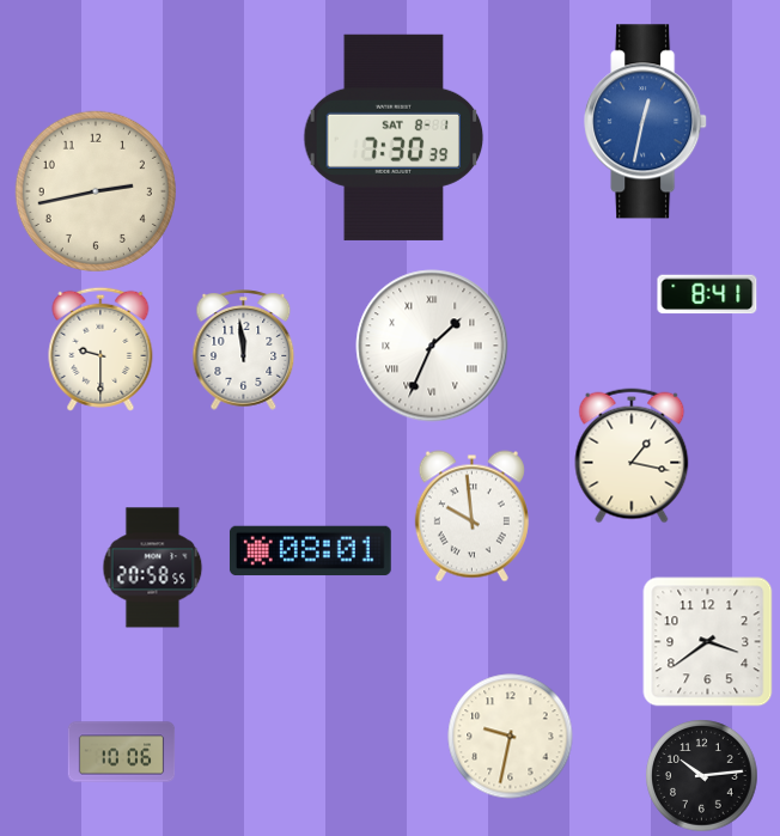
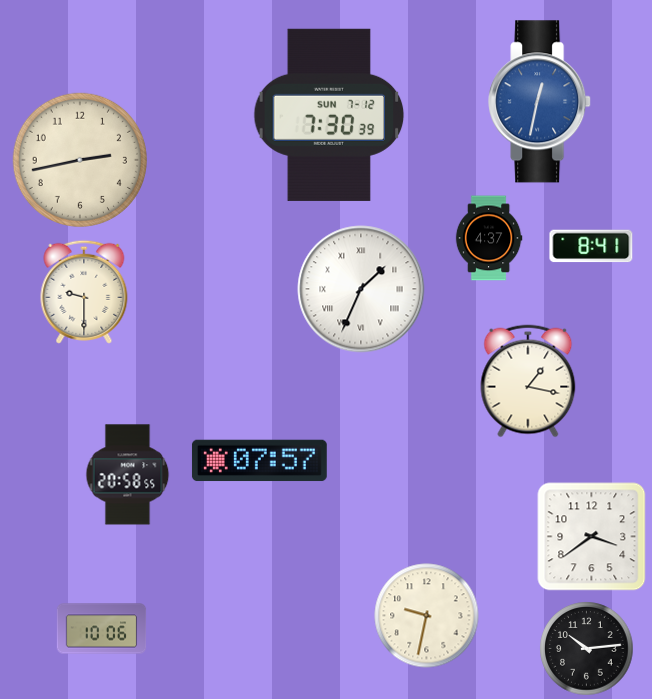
clock at (394, 138) date: SAT 8-1 -> SUN 7-12
clock at (489, 238): none -> 4:37
clock at (244, 350): 11:59 -> none
clock at (471, 517): 9:59 -> none
clock at (310, 551): 08:01 -> 07:57
